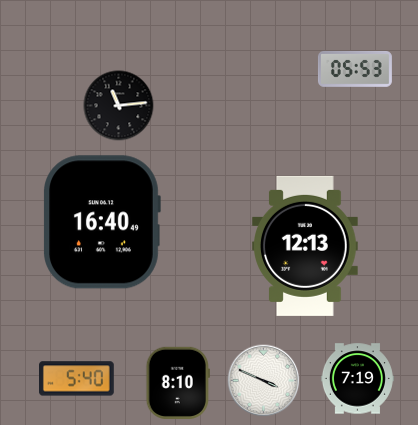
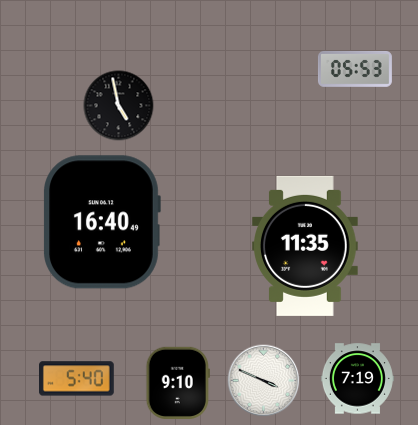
clock at (119, 106): 11:14 -> 4:58
clock at (306, 246): 12:13 -> 11:35
clock at (178, 383): 8:10 -> 9:10
